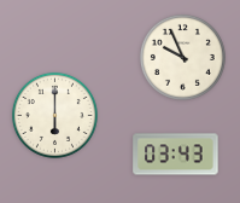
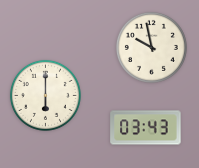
clock at (182, 57): 9:56 -> 9:58
